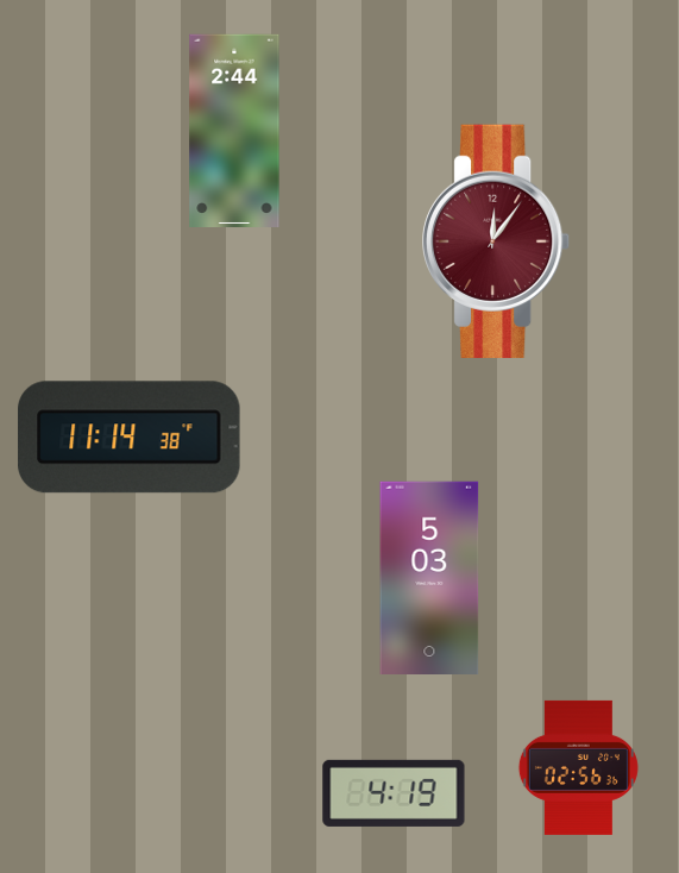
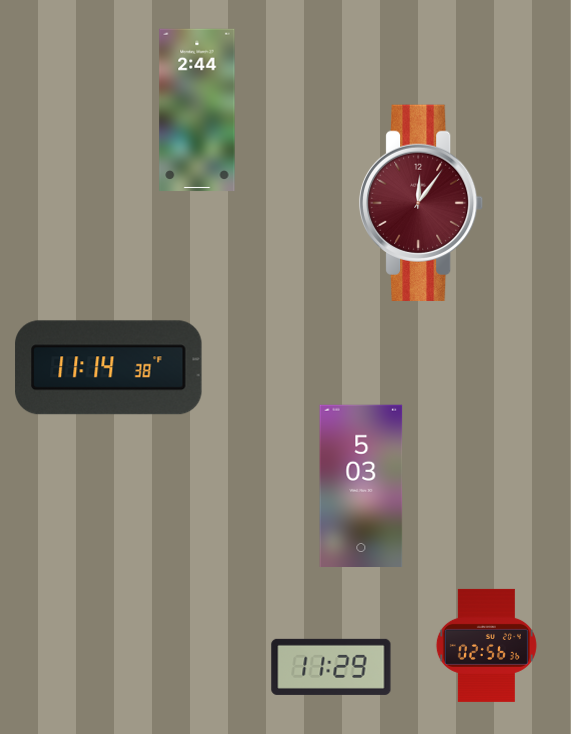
clock at (497, 240) position: (497, 240) -> (422, 202)
clock at (394, 793): 4:19 -> 11:29
